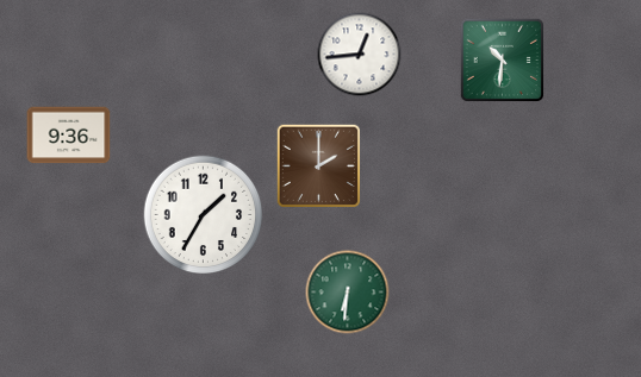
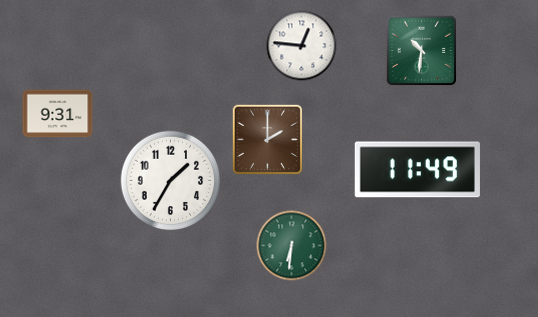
clock at (360, 55): 12:44 -> 12:46
clock at (69, 136): 9:36 -> 9:31
clock at (417, 170): none -> 11:49
